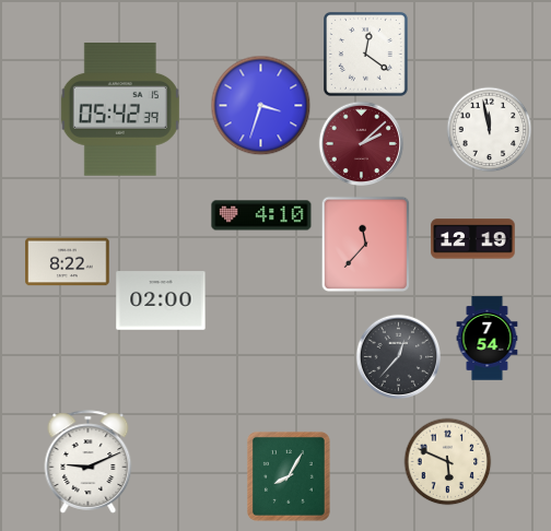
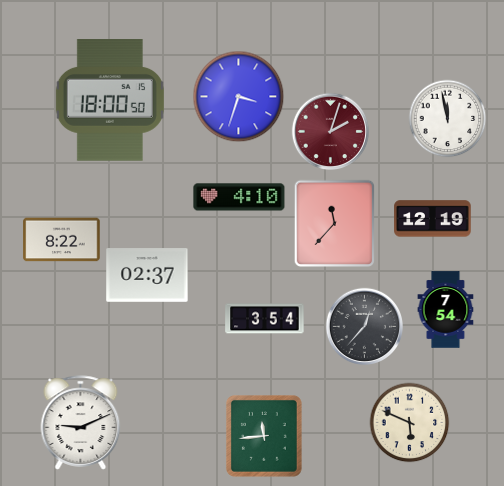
clock at (366, 55): 12:21 -> none
clock at (120, 110): 05:42 -> 18:00
clock at (361, 143): 2:08 -> 2:03
clock at (161, 300): 02:00 -> 02:37
clock at (265, 319): none -> 3:54
clock at (289, 477): 8:05 -> 11:44
